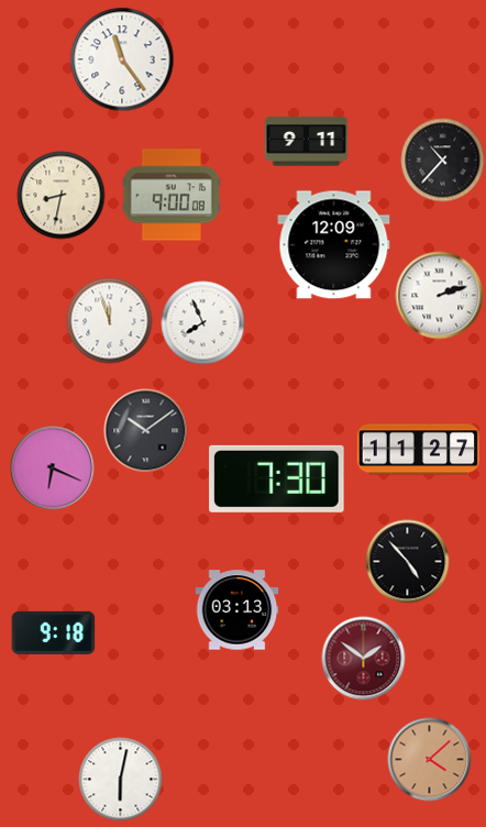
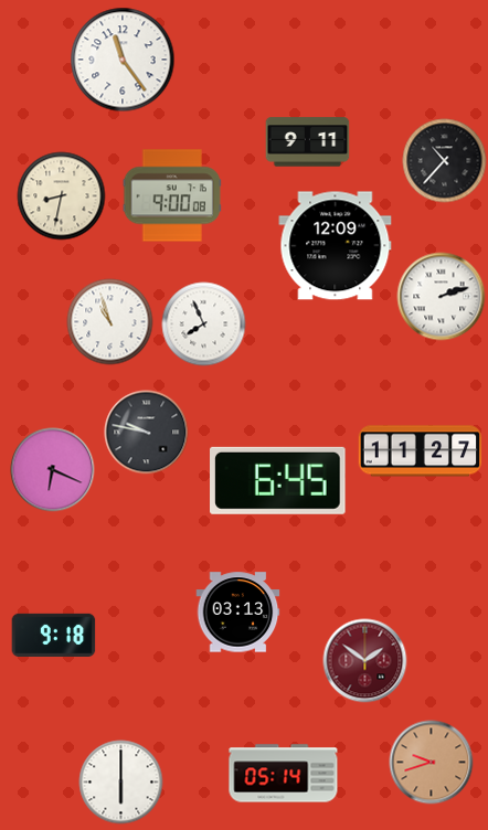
clock at (110, 321): 11:57 -> 10:57
clock at (146, 431): 10:09 -> 9:47
clock at (277, 478): 7:30 -> 6:45
clock at (408, 562): 4:53 -> none
clock at (430, 760): 4:08 -> 9:42
clock at (284, 774): none -> 05:14
clock at (121, 780): 6:02 -> 6:00
